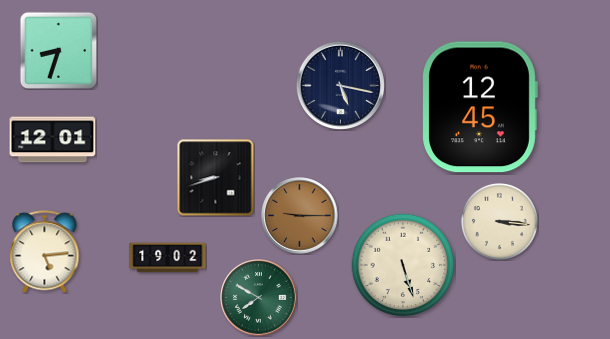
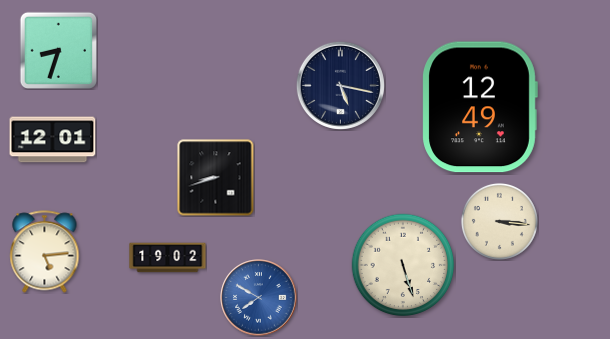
clock at (480, 107): 12:45 -> 12:49
clock at (300, 216): 9:15 -> none
clock at (259, 298) dial: green -> blue
